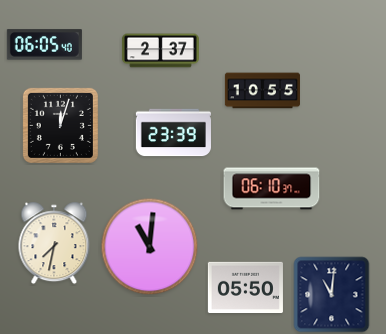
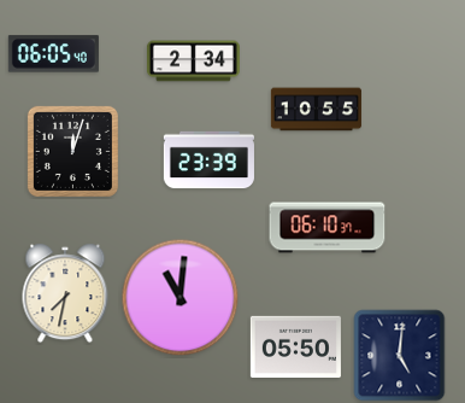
clock at (160, 51): 2:37 -> 2:34
clock at (332, 295): 11:01 -> 5:01
